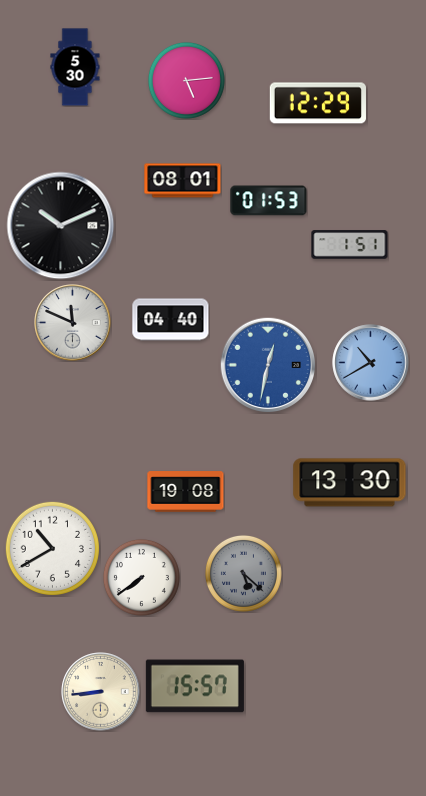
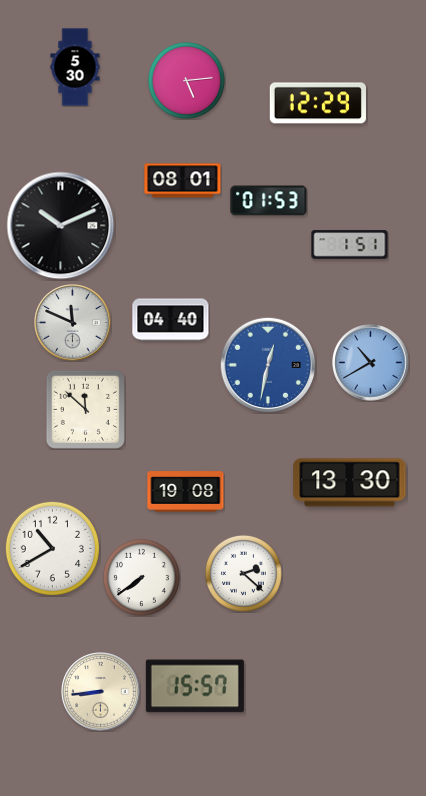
clock at (85, 409): none -> 11:52
clock at (243, 573): 5:22 -> 2:22
clock at (243, 573) dial: grey -> white
